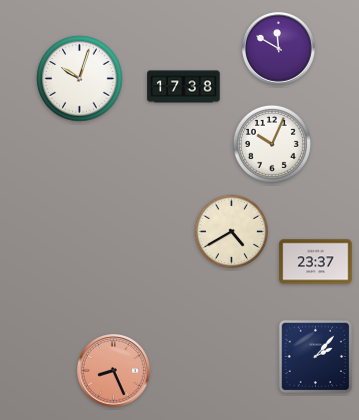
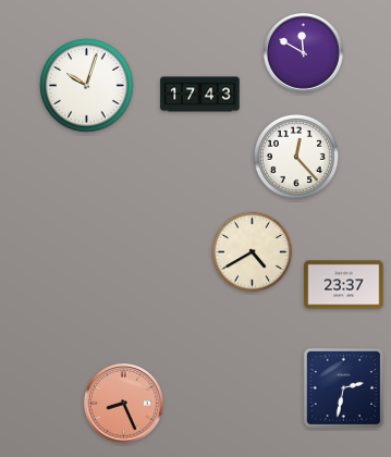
clock at (184, 87): 17:38 -> 17:43
clock at (272, 144): 10:04 -> 12:23
clock at (316, 357): 2:07 -> 2:32
